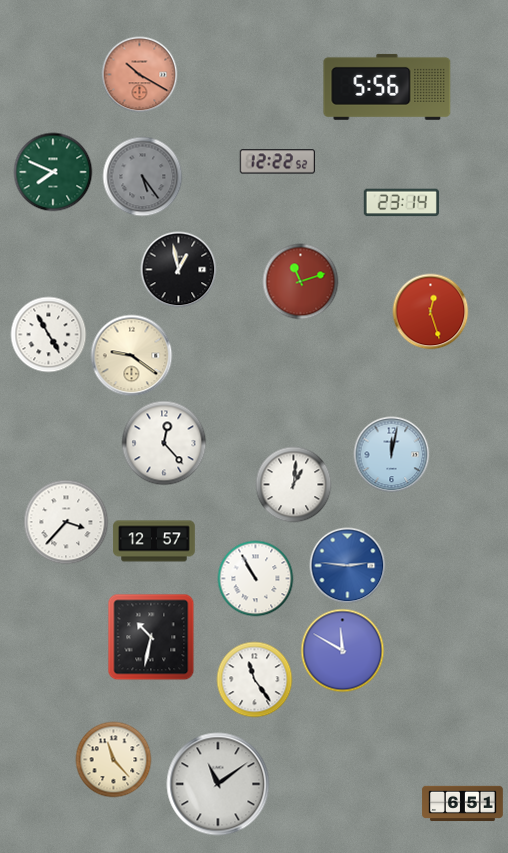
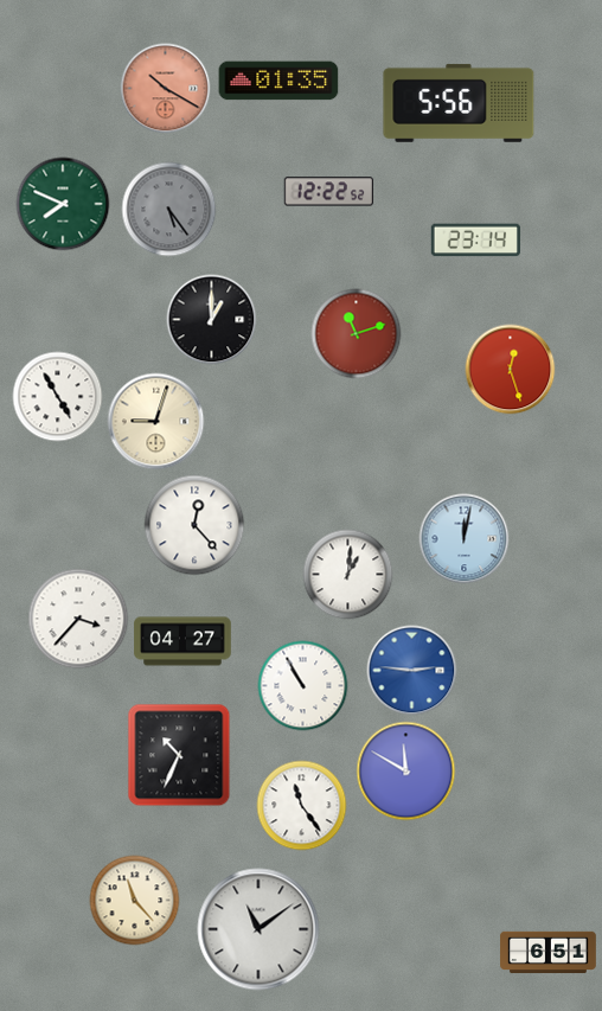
clock at (278, 81): none -> 01:35
clock at (179, 270): 12:58 -> 1:00
clock at (132, 356): 9:21 -> 9:03
clock at (154, 541): 12:57 -> 04:27
clock at (151, 637): 10:32 -> 10:34
